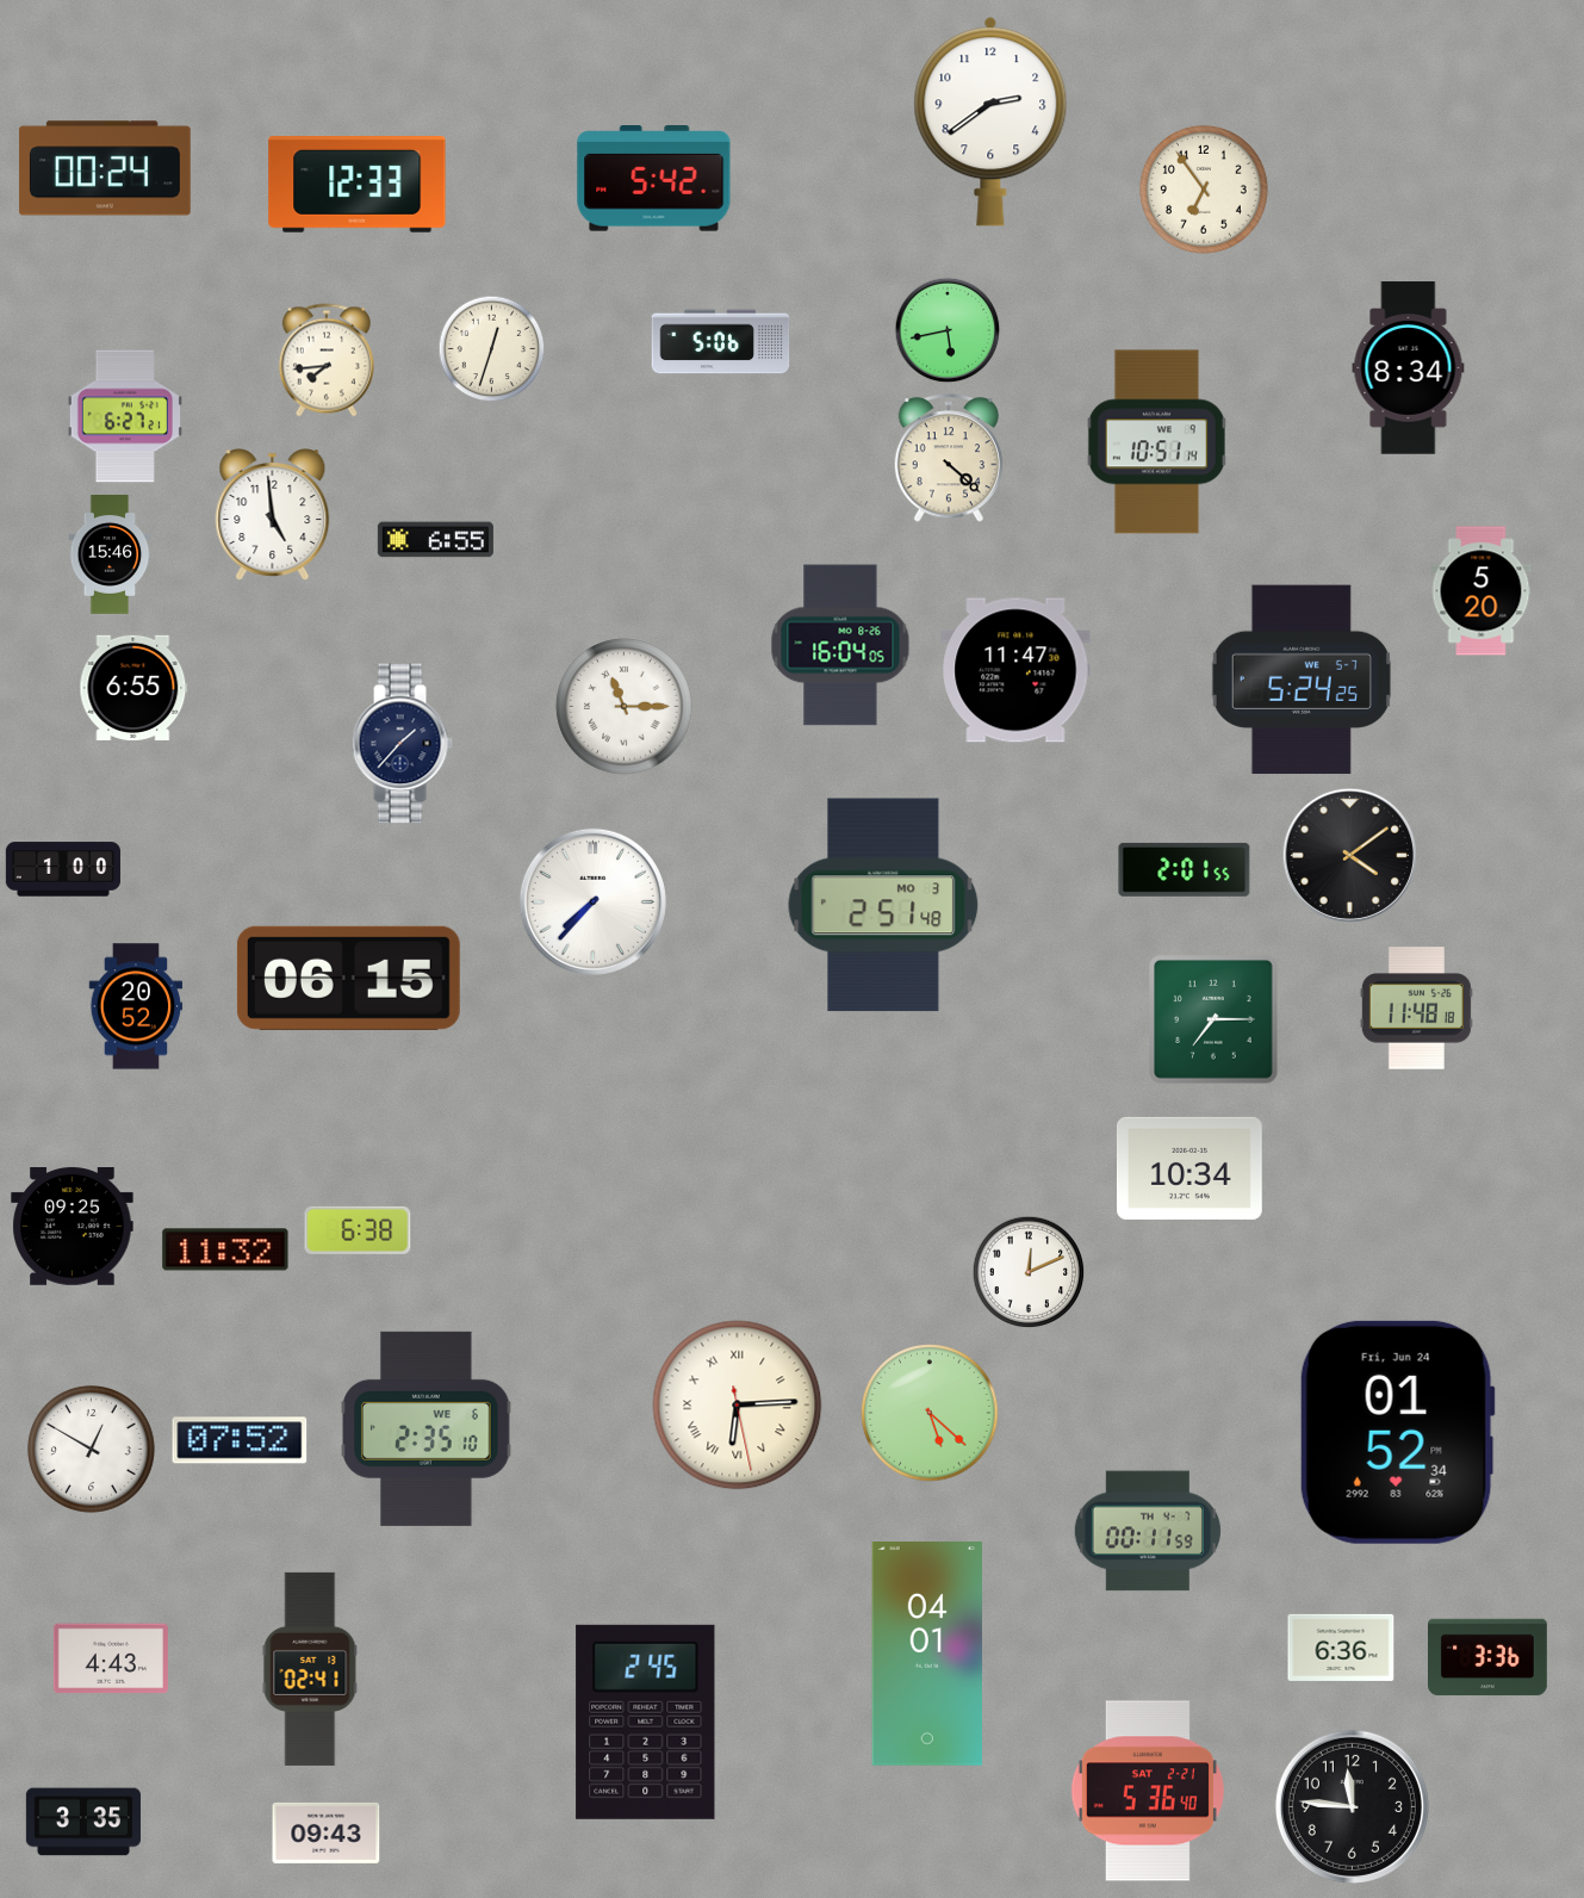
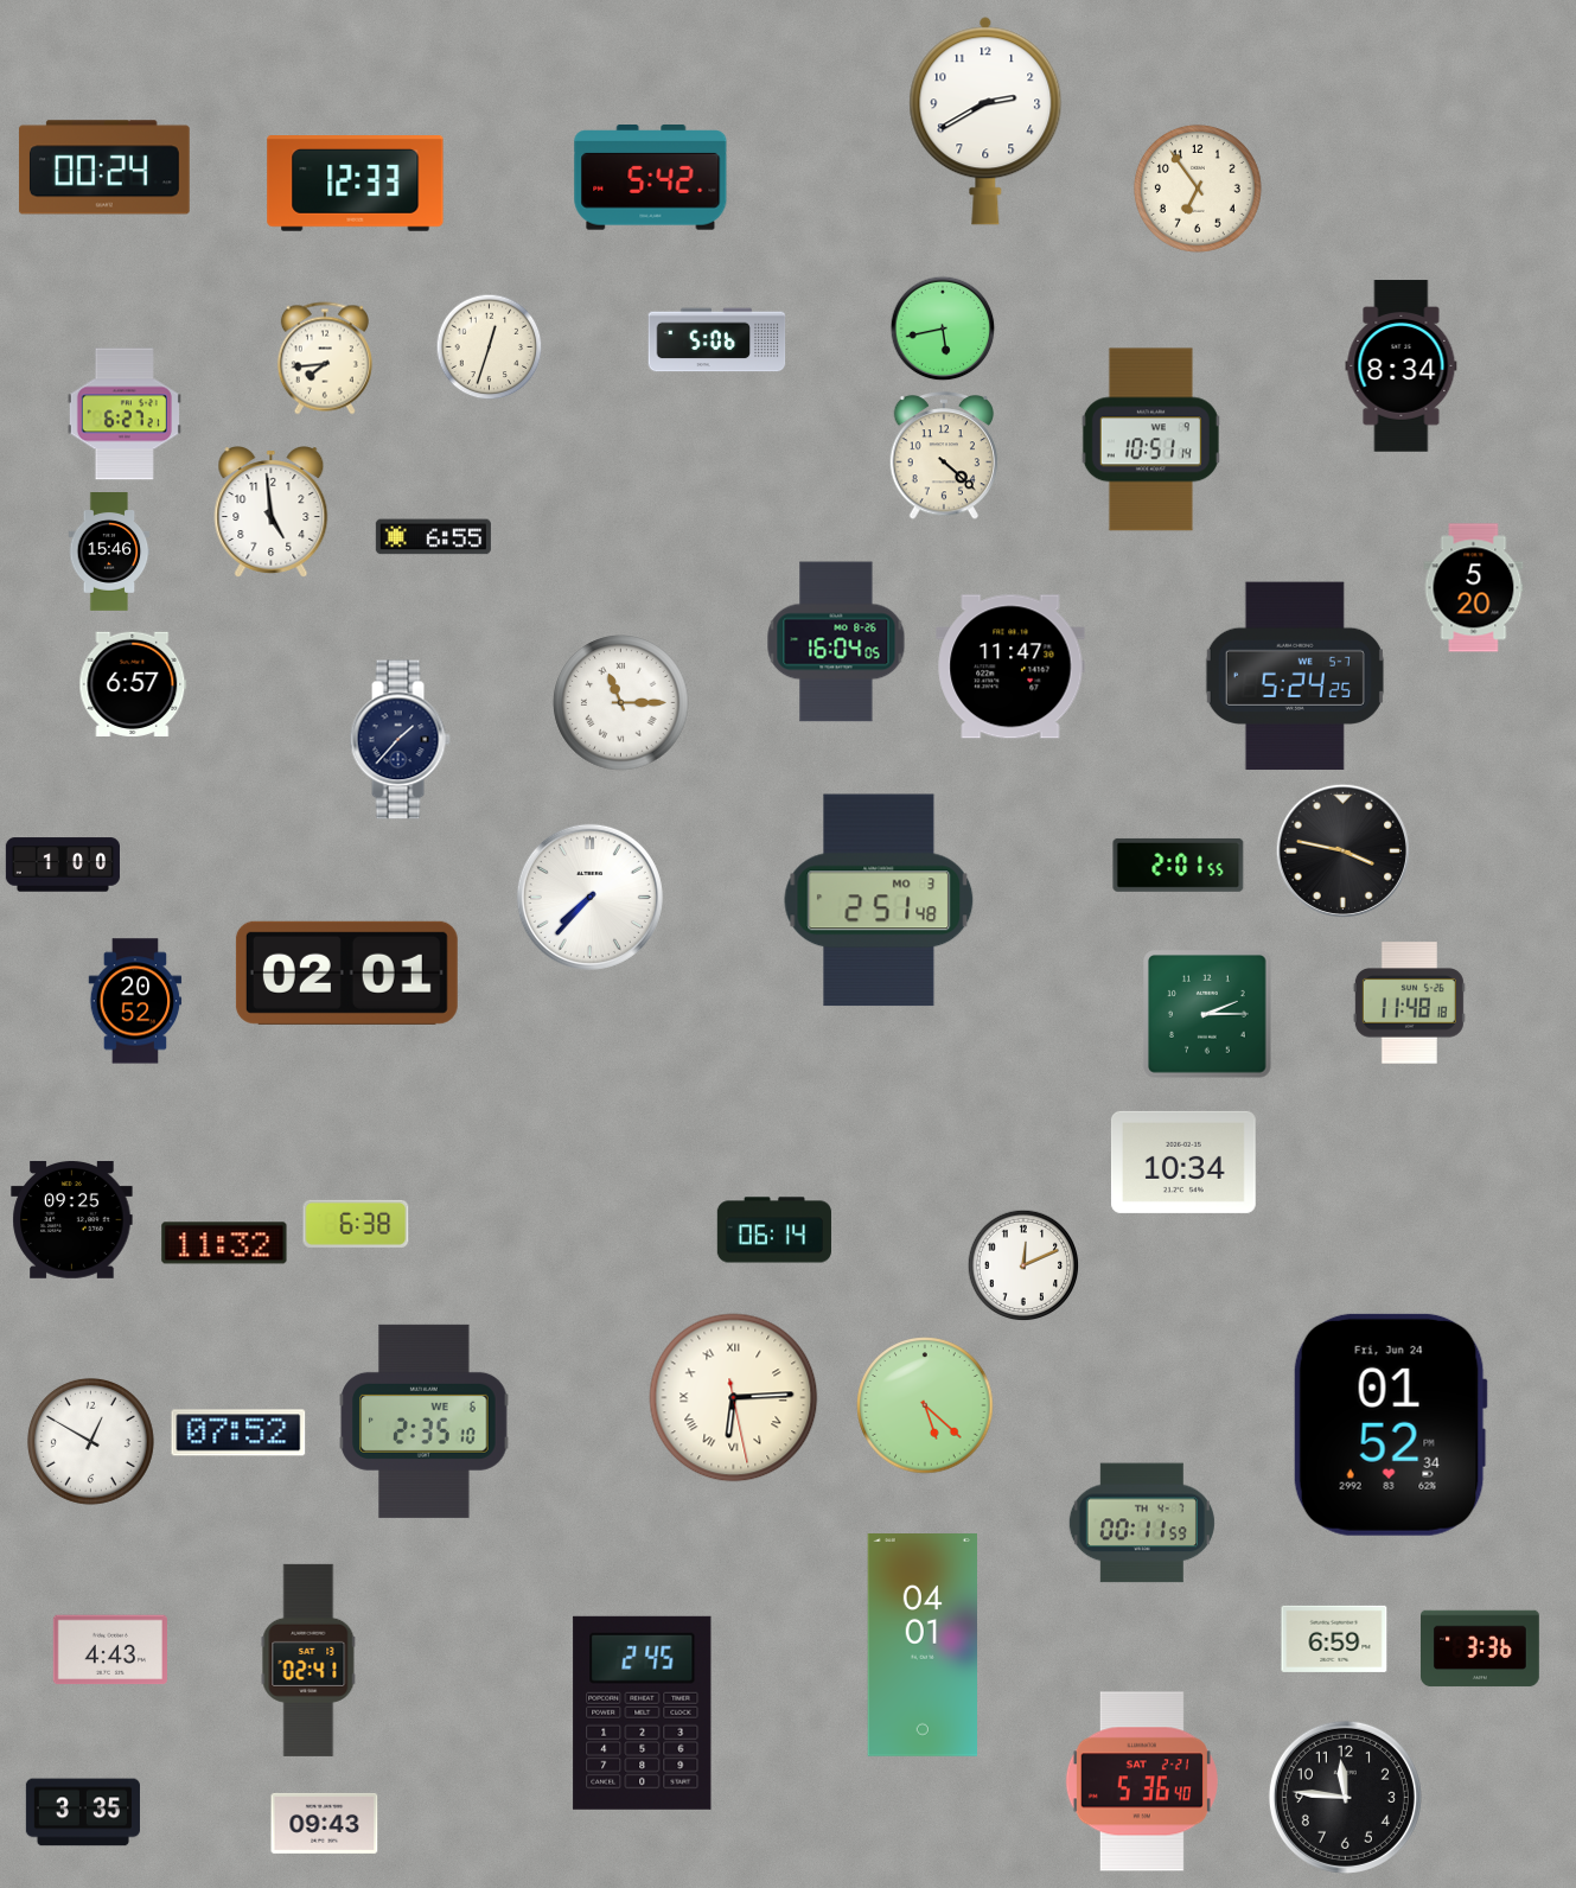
clock at (990, 122): 2:39 -> 2:40
clock at (133, 687): 6:55 -> 6:57
clock at (1349, 855): 4:09 -> 3:47
clock at (348, 978): 06:15 -> 02:01
clock at (1215, 1021): 7:15 -> 2:15
clock at (774, 1230): none -> 06:14
clock at (1341, 1648): 6:36 -> 6:59
